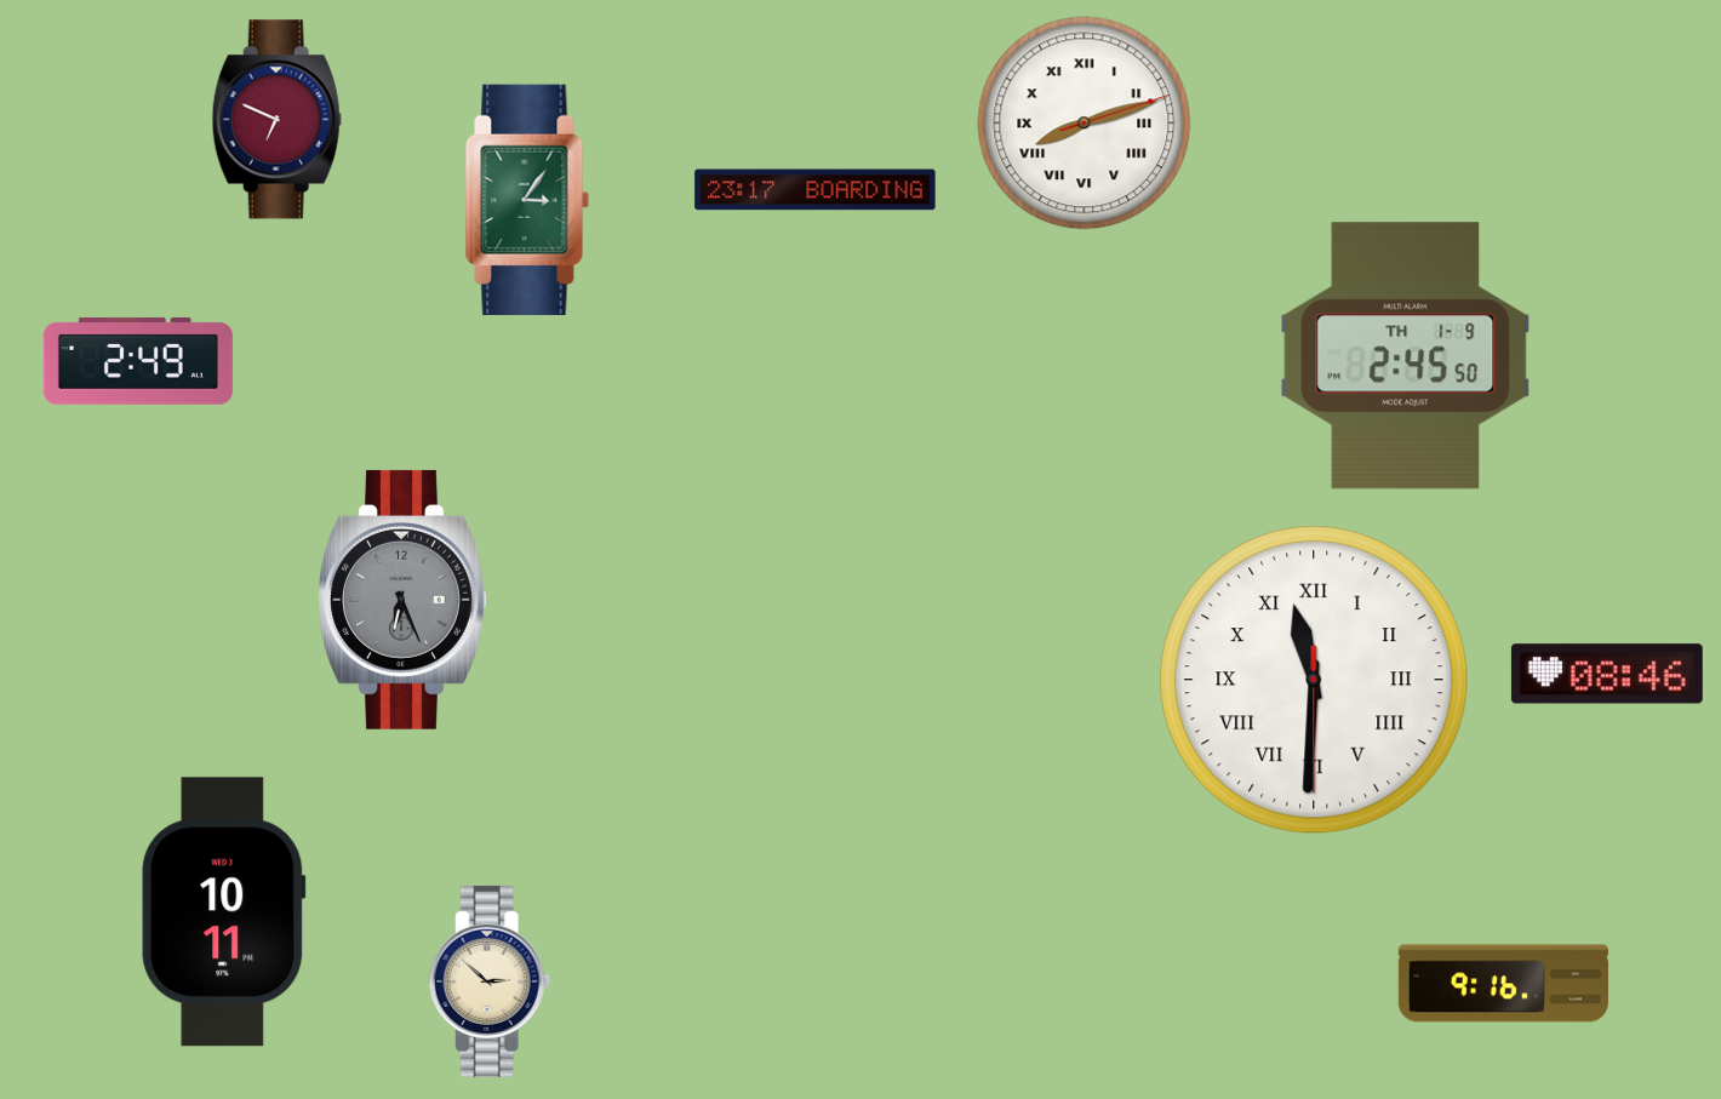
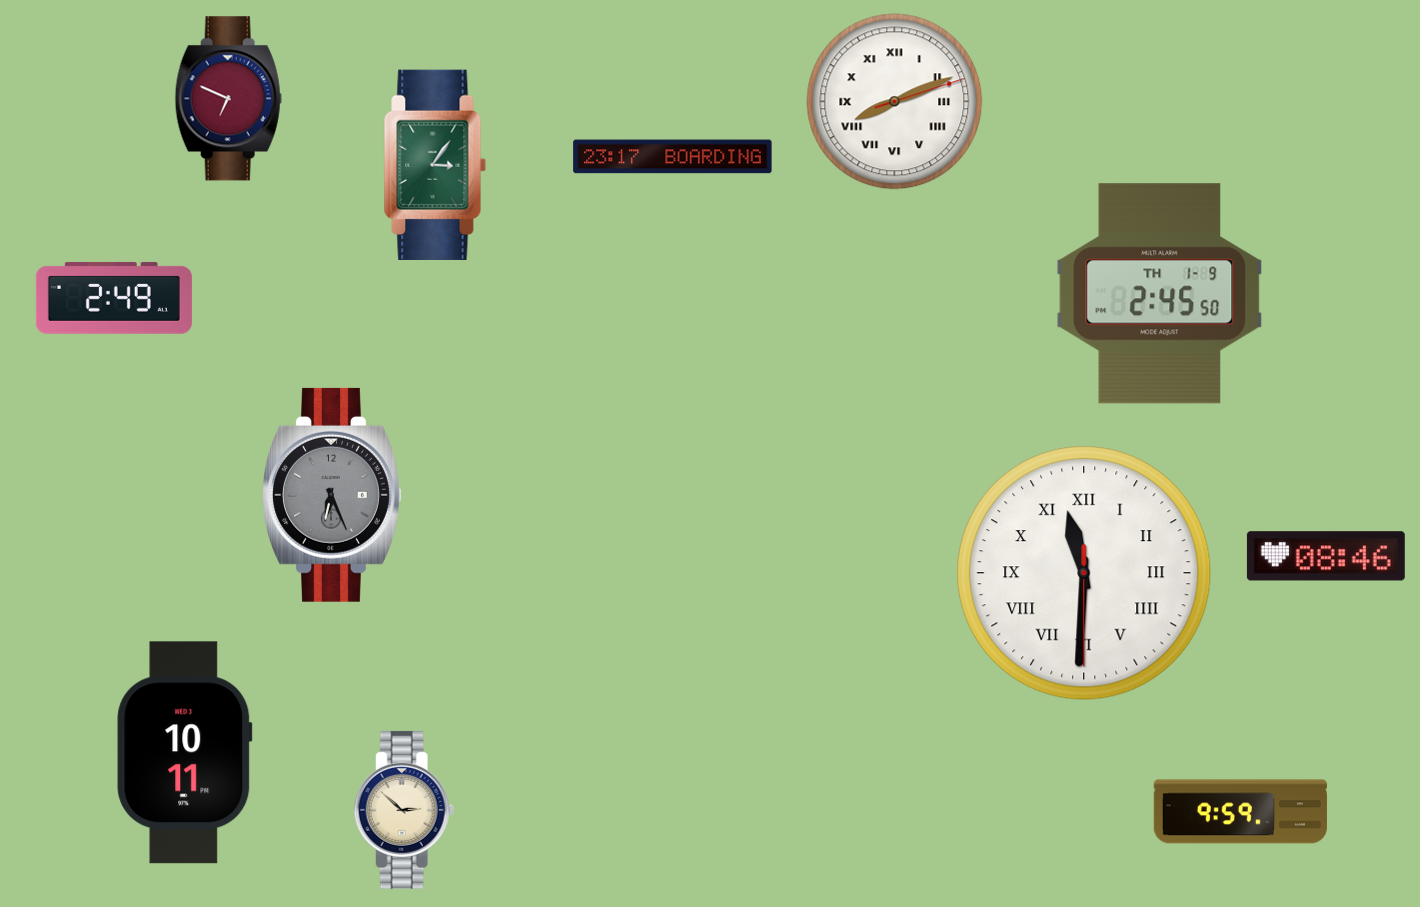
clock at (1085, 124): 8:12 -> 8:11
clock at (1314, 680) position: (1314, 680) -> (1084, 573)
clock at (1503, 984): 9:16 -> 9:59
